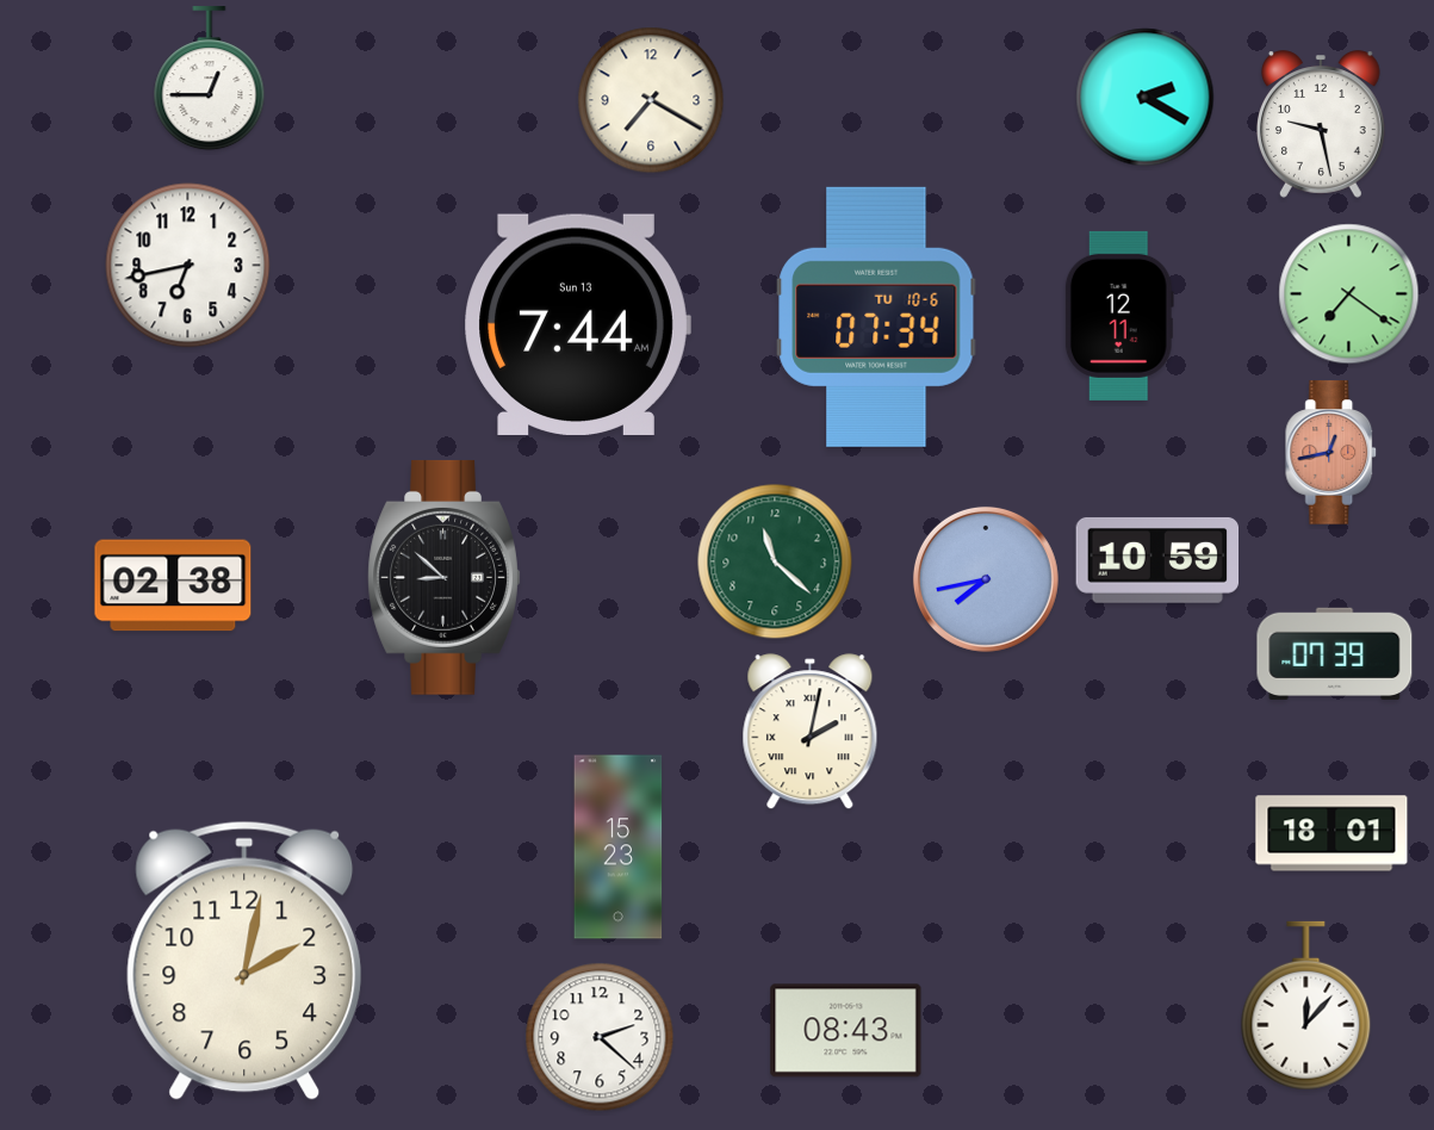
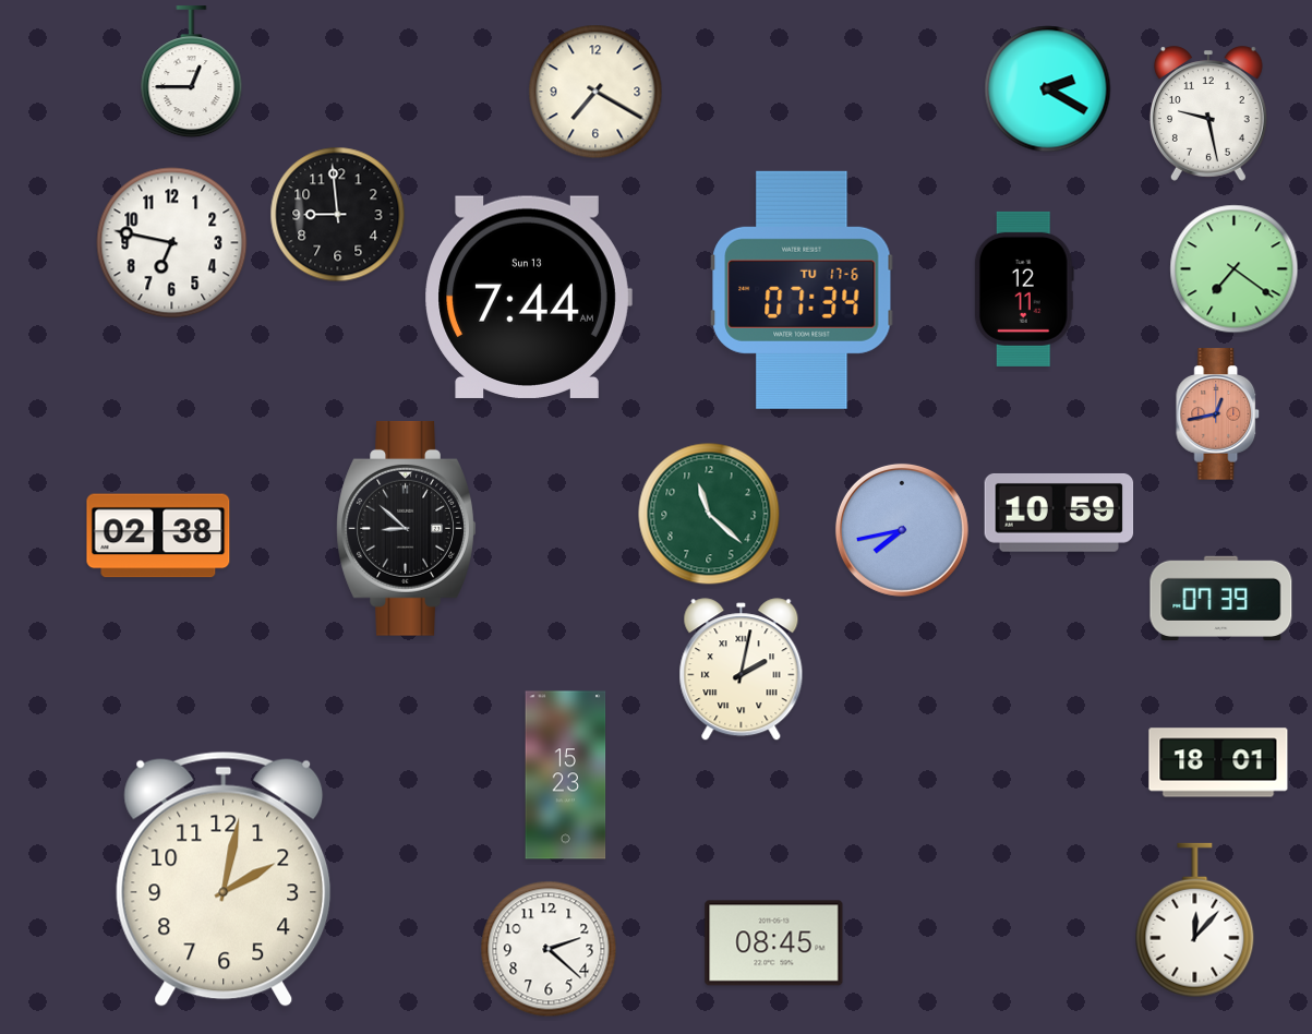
clock at (338, 215): none -> 8:59
clock at (188, 266): 6:43 -> 6:47
clock at (876, 317) date: TU 10-6 -> TU 17-6
clock at (846, 1031): 08:43 -> 08:45
